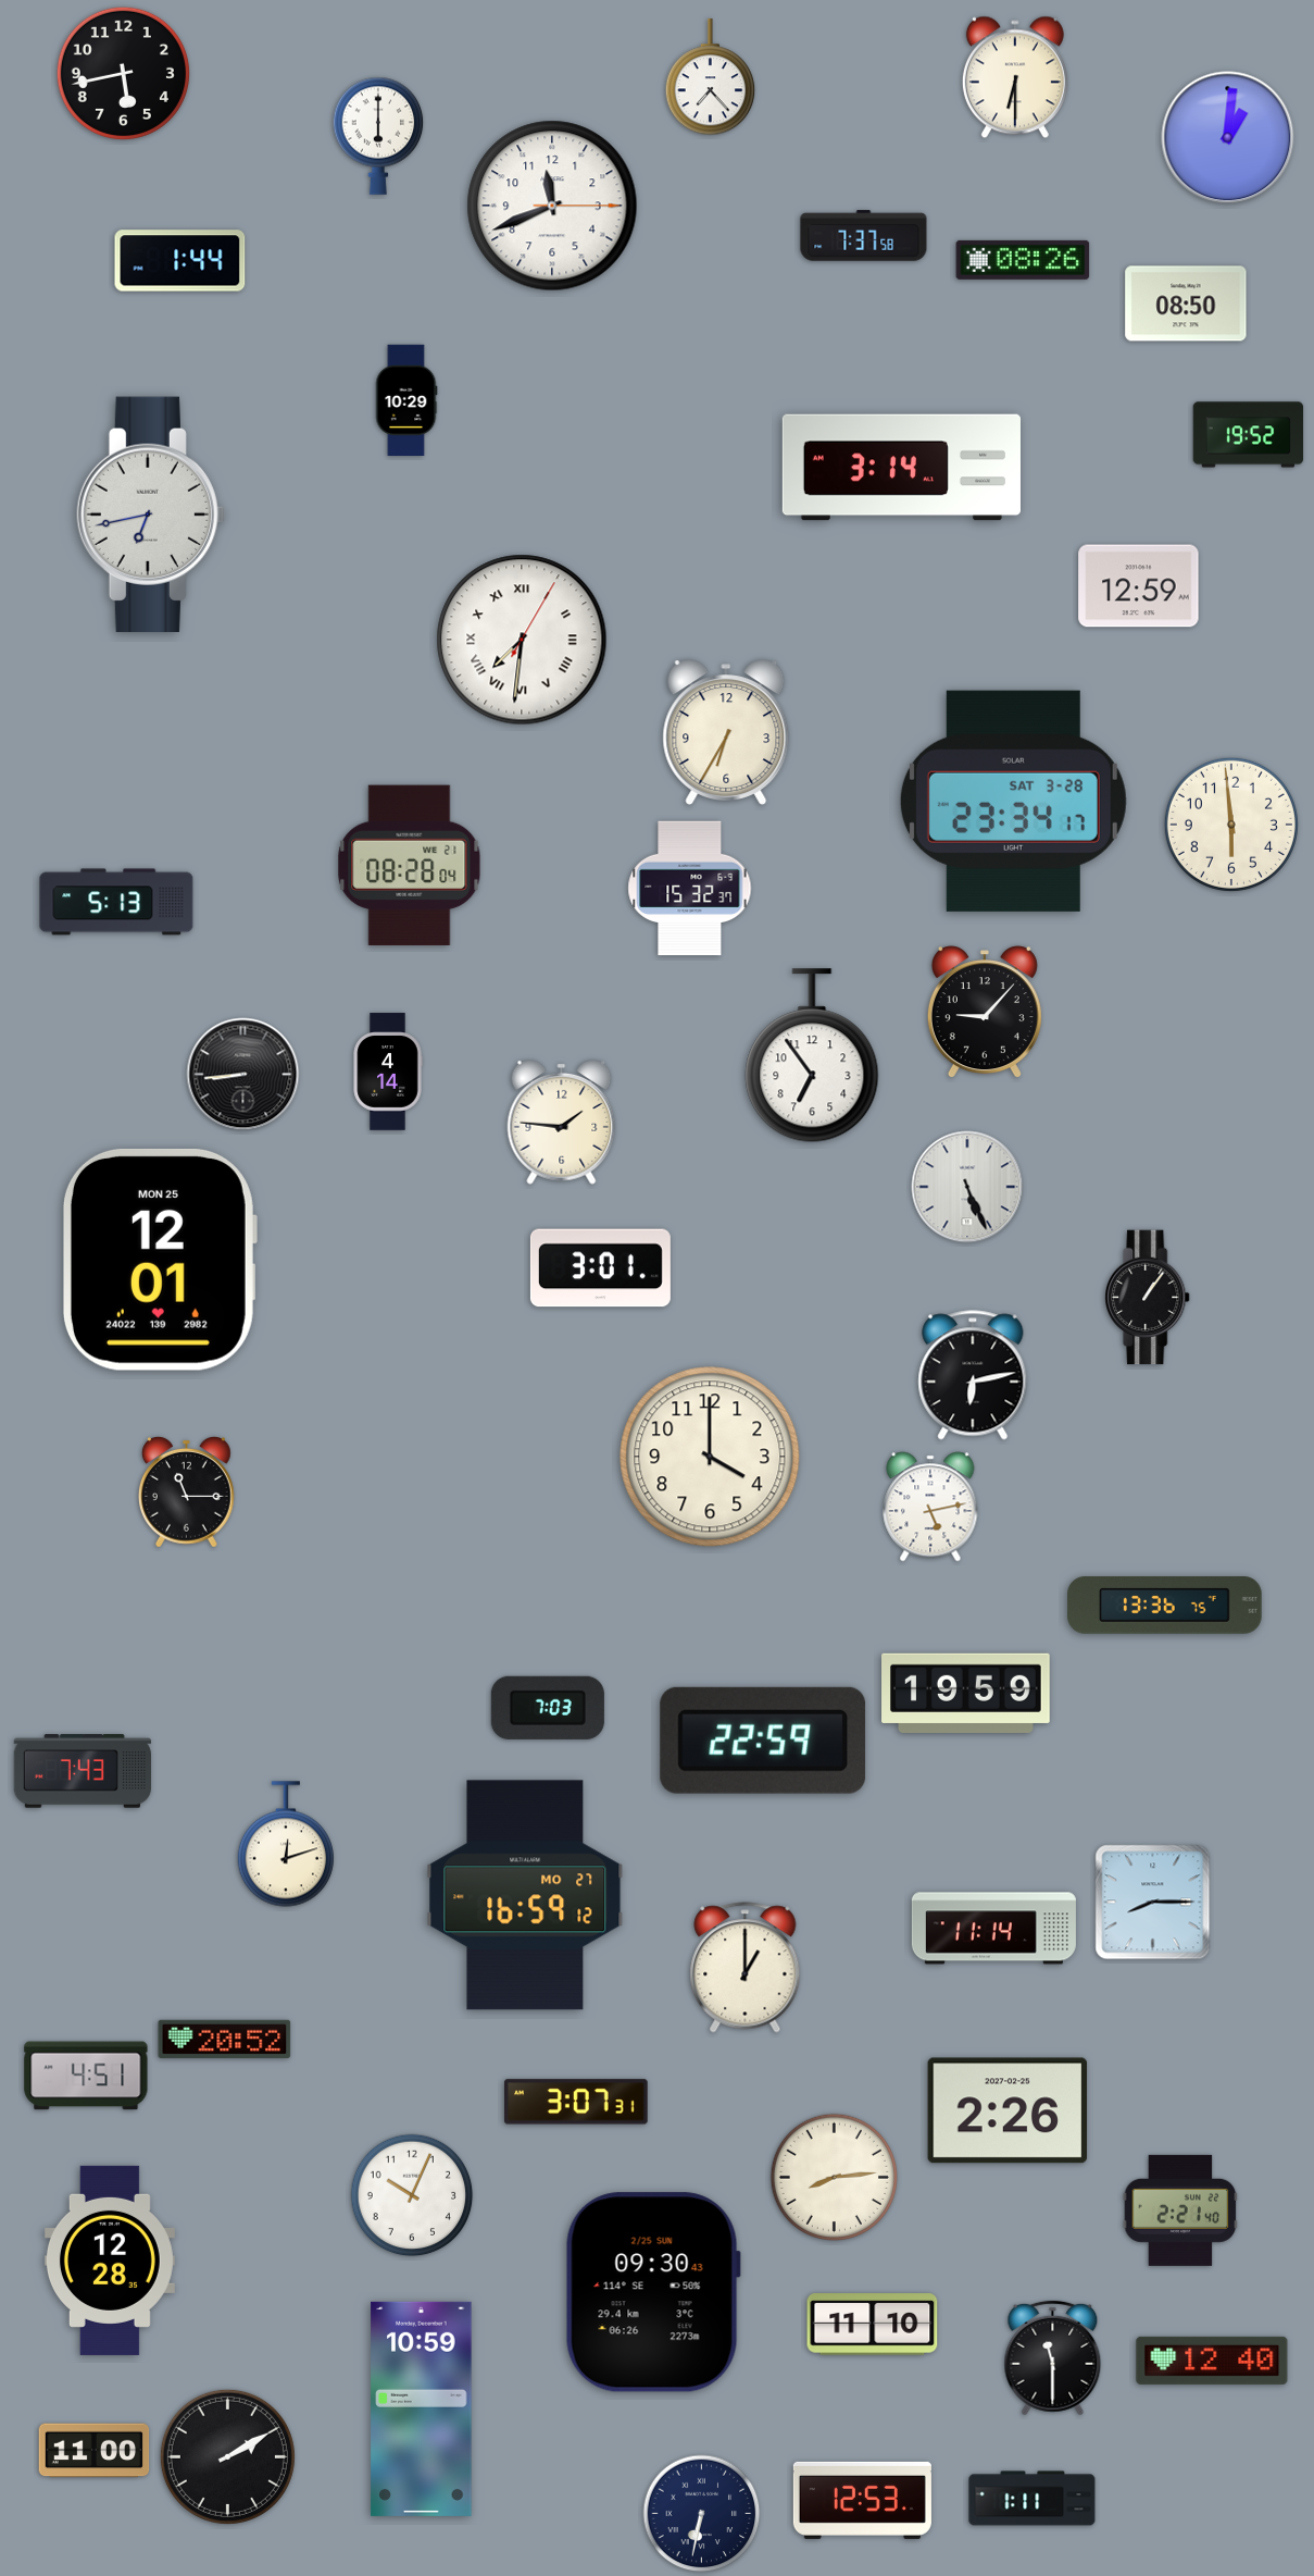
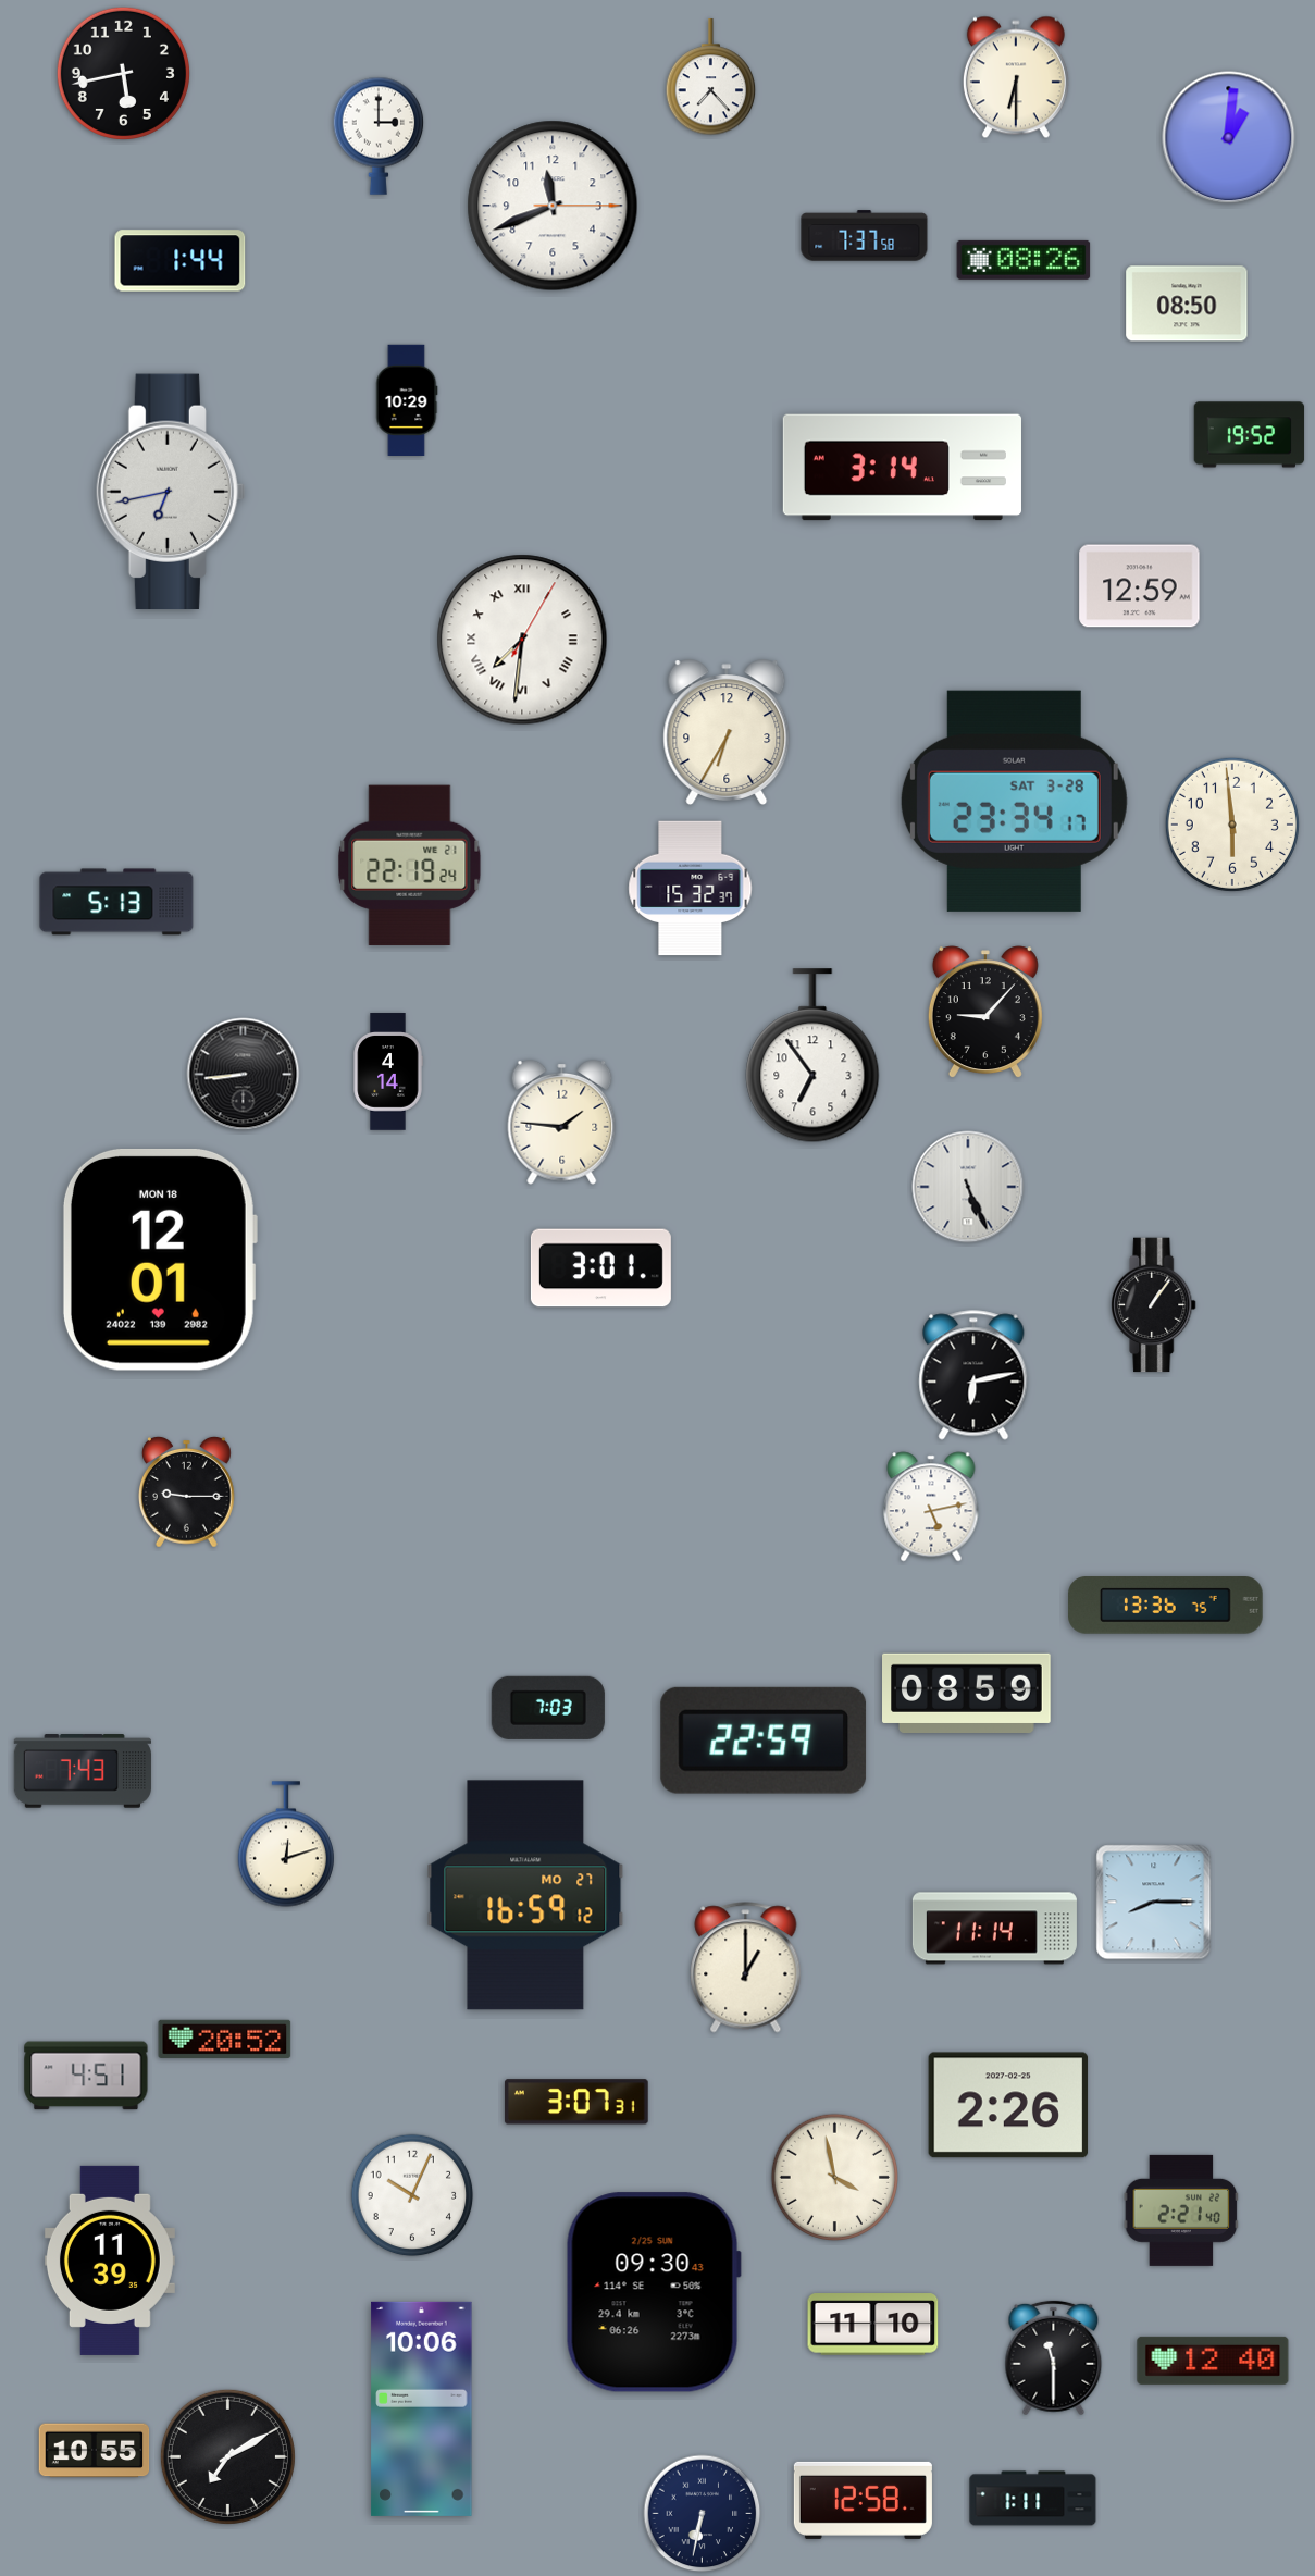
clock at (378, 136): 6:00 -> 3:00
clock at (151, 513) position: (151, 513) -> (171, 491)
clock at (410, 865): 08:28 -> 22:19
clock at (159, 1260) date: MON 25 -> MON 18
clock at (1148, 1298) position: (1148, 1298) -> (1154, 1305)
clock at (710, 1457): 4:00 -> none
clock at (187, 1491): 11:15 -> 9:15
clock at (966, 1693): 19:59 -> 08:59
clock at (1008, 2110) position: (1008, 2110) -> (1008, 2105)
clock at (834, 2177): 8:14 -> 3:58
clock at (110, 2261): 12:28 -> 11:39
clock at (422, 2408): 10:59 -> 10:06
clock at (95, 2451): 11:00 -> 10:55
clock at (227, 2456): 2:10 -> 7:10
clock at (862, 2500): 12:53 -> 12:58
